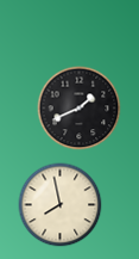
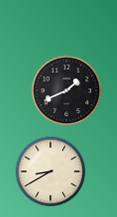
clock at (61, 205): 7:58 -> 8:40
